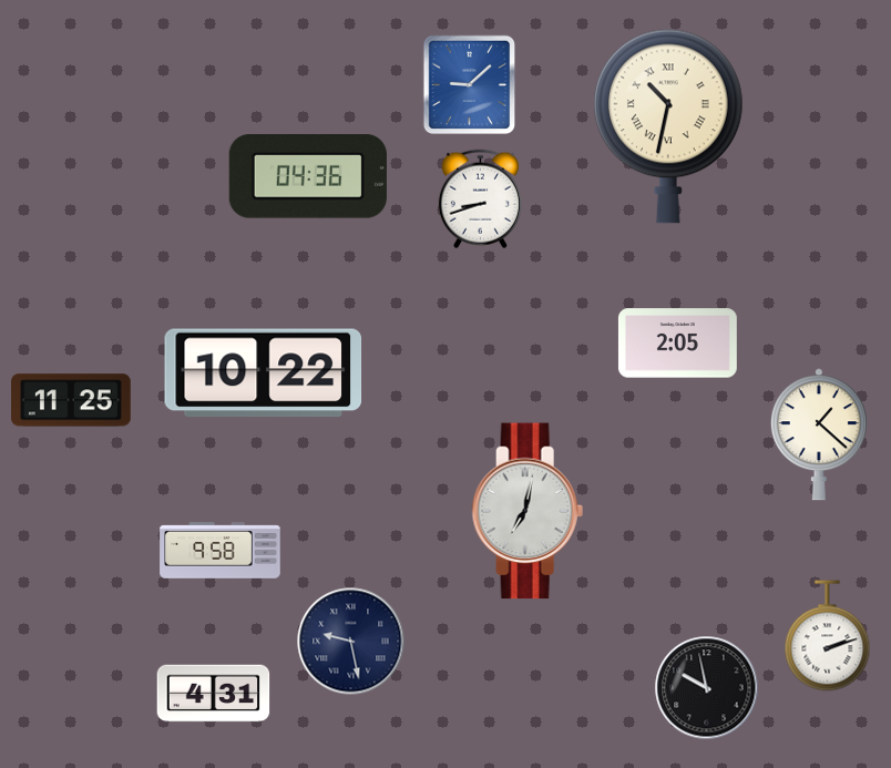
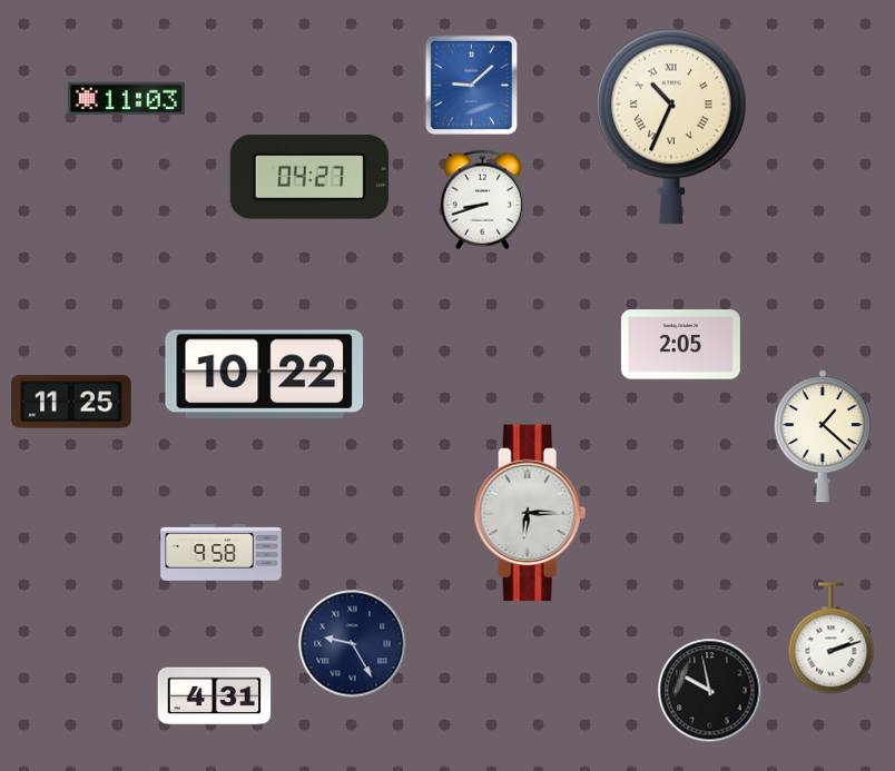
clock at (126, 99): none -> 11:03
clock at (668, 126): 10:32 -> 10:34
clock at (308, 176): 04:36 -> 04:27
clock at (528, 511): 7:02 -> 6:15
clock at (351, 642): 9:28 -> 9:25
